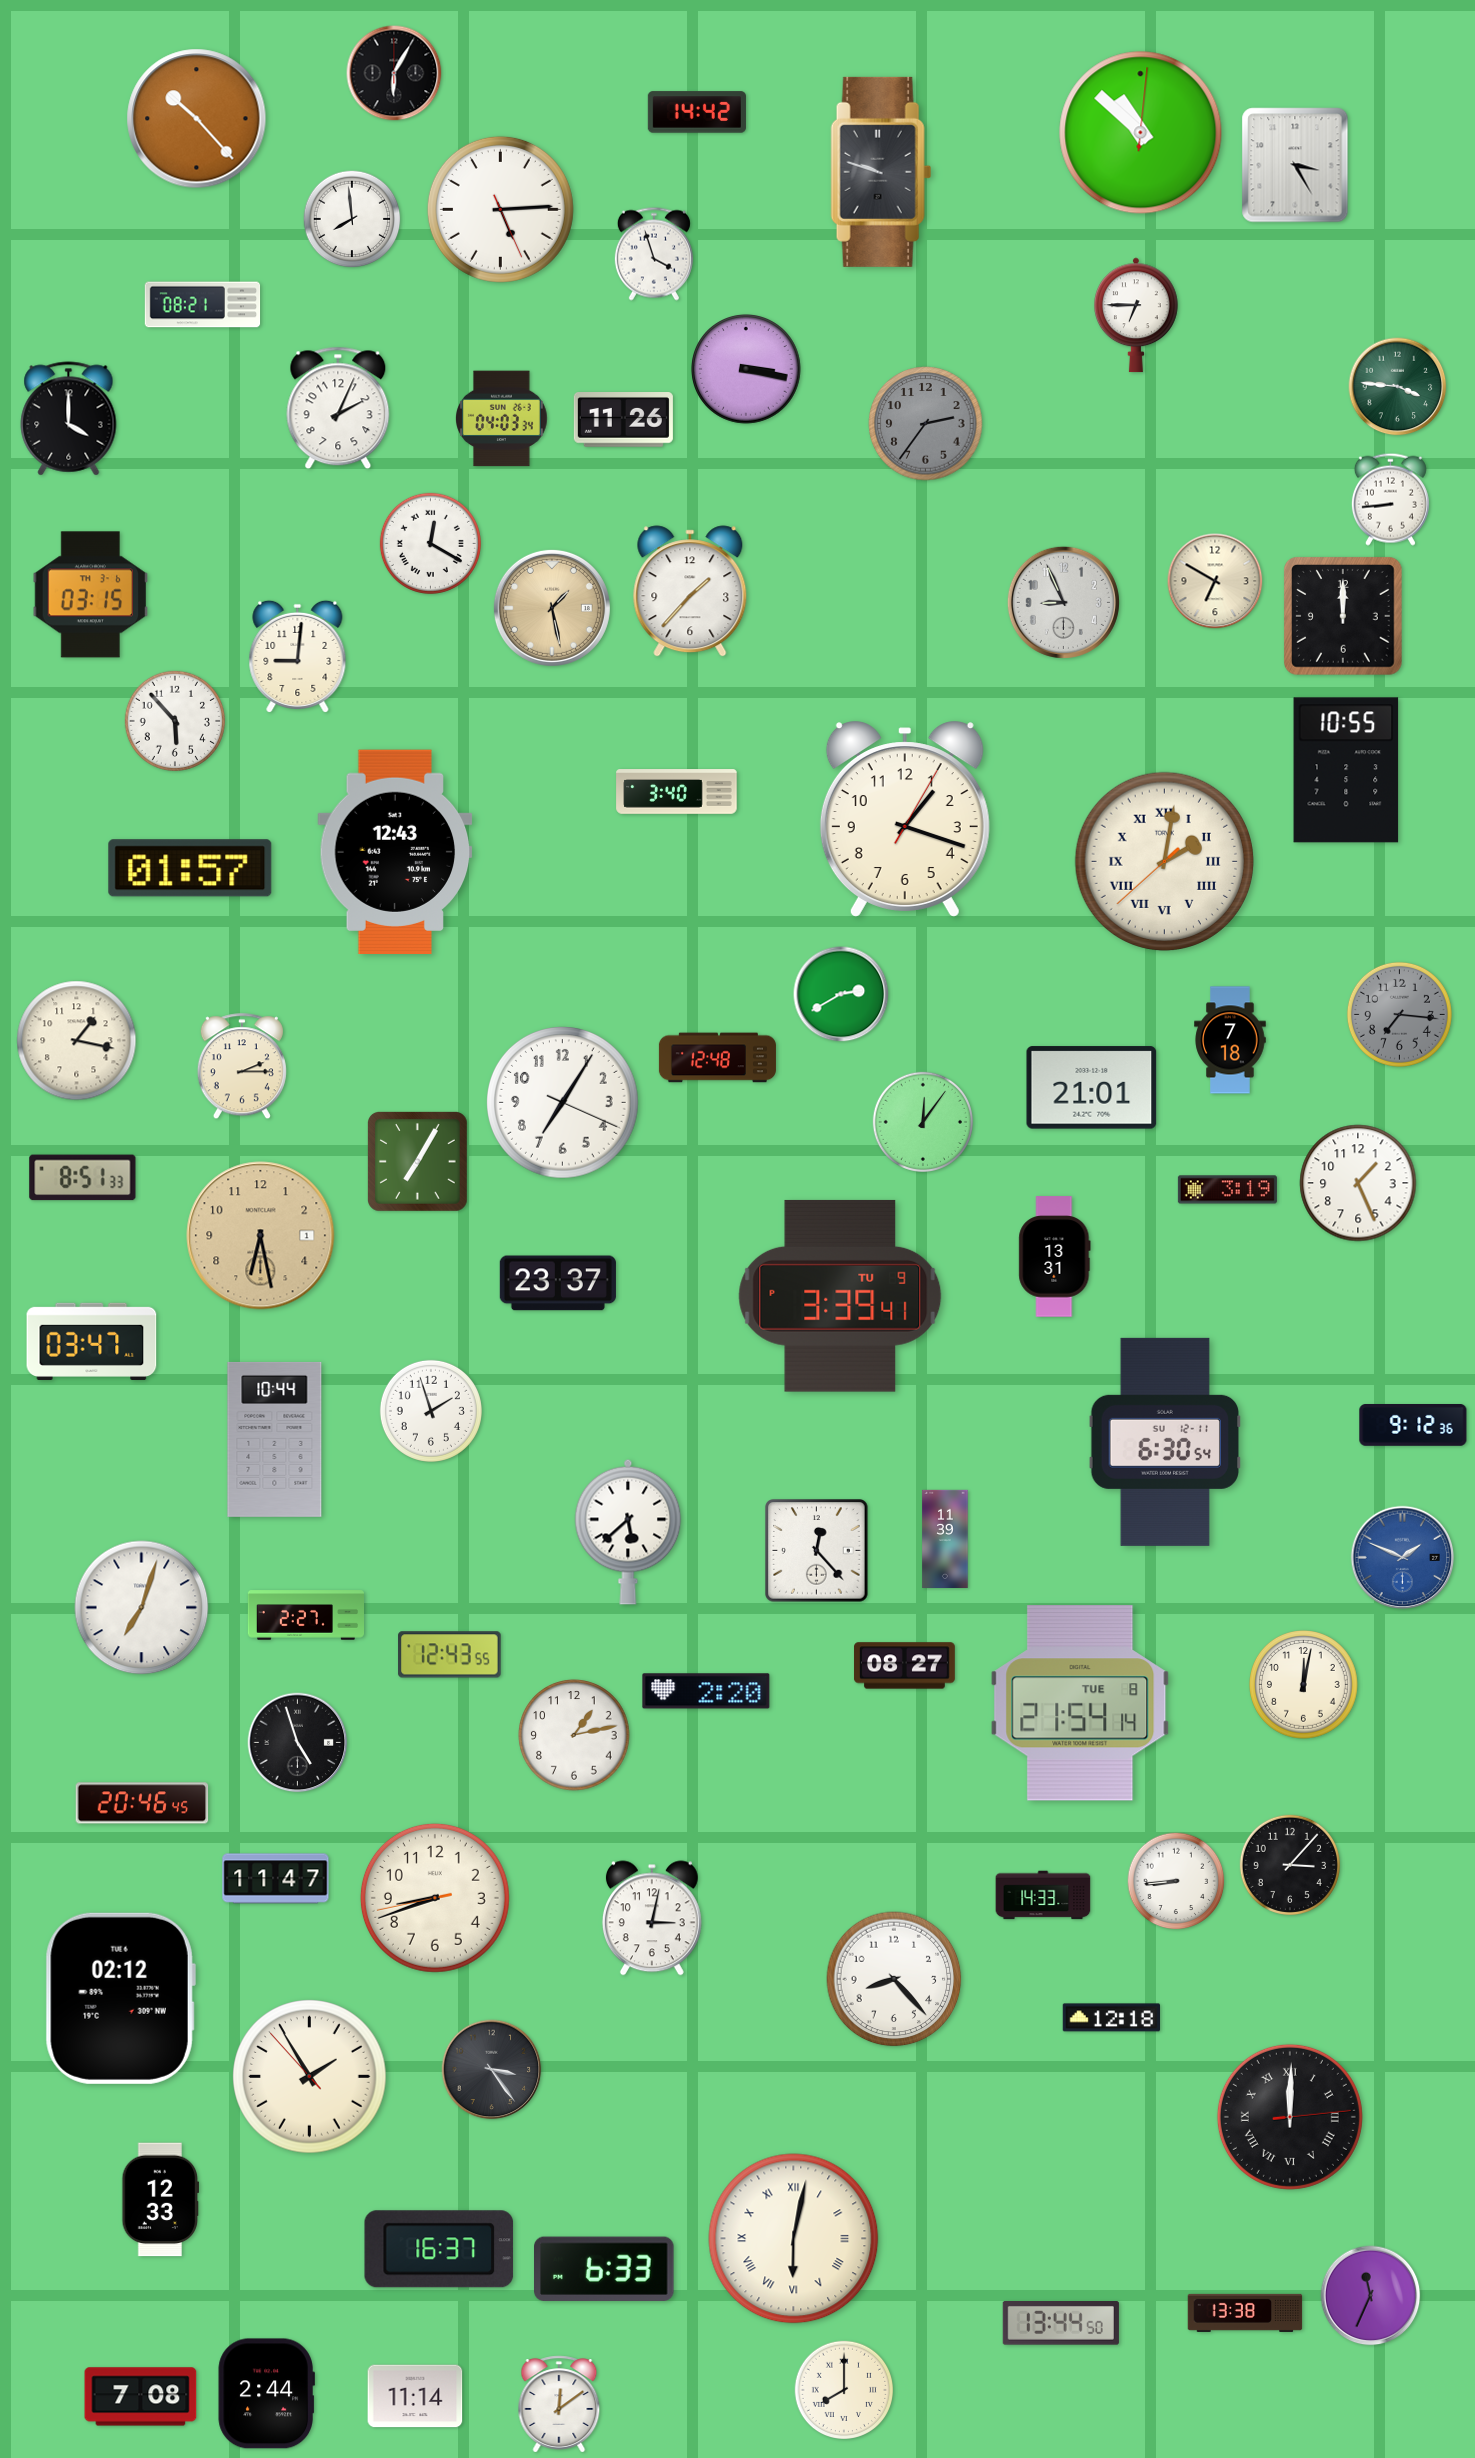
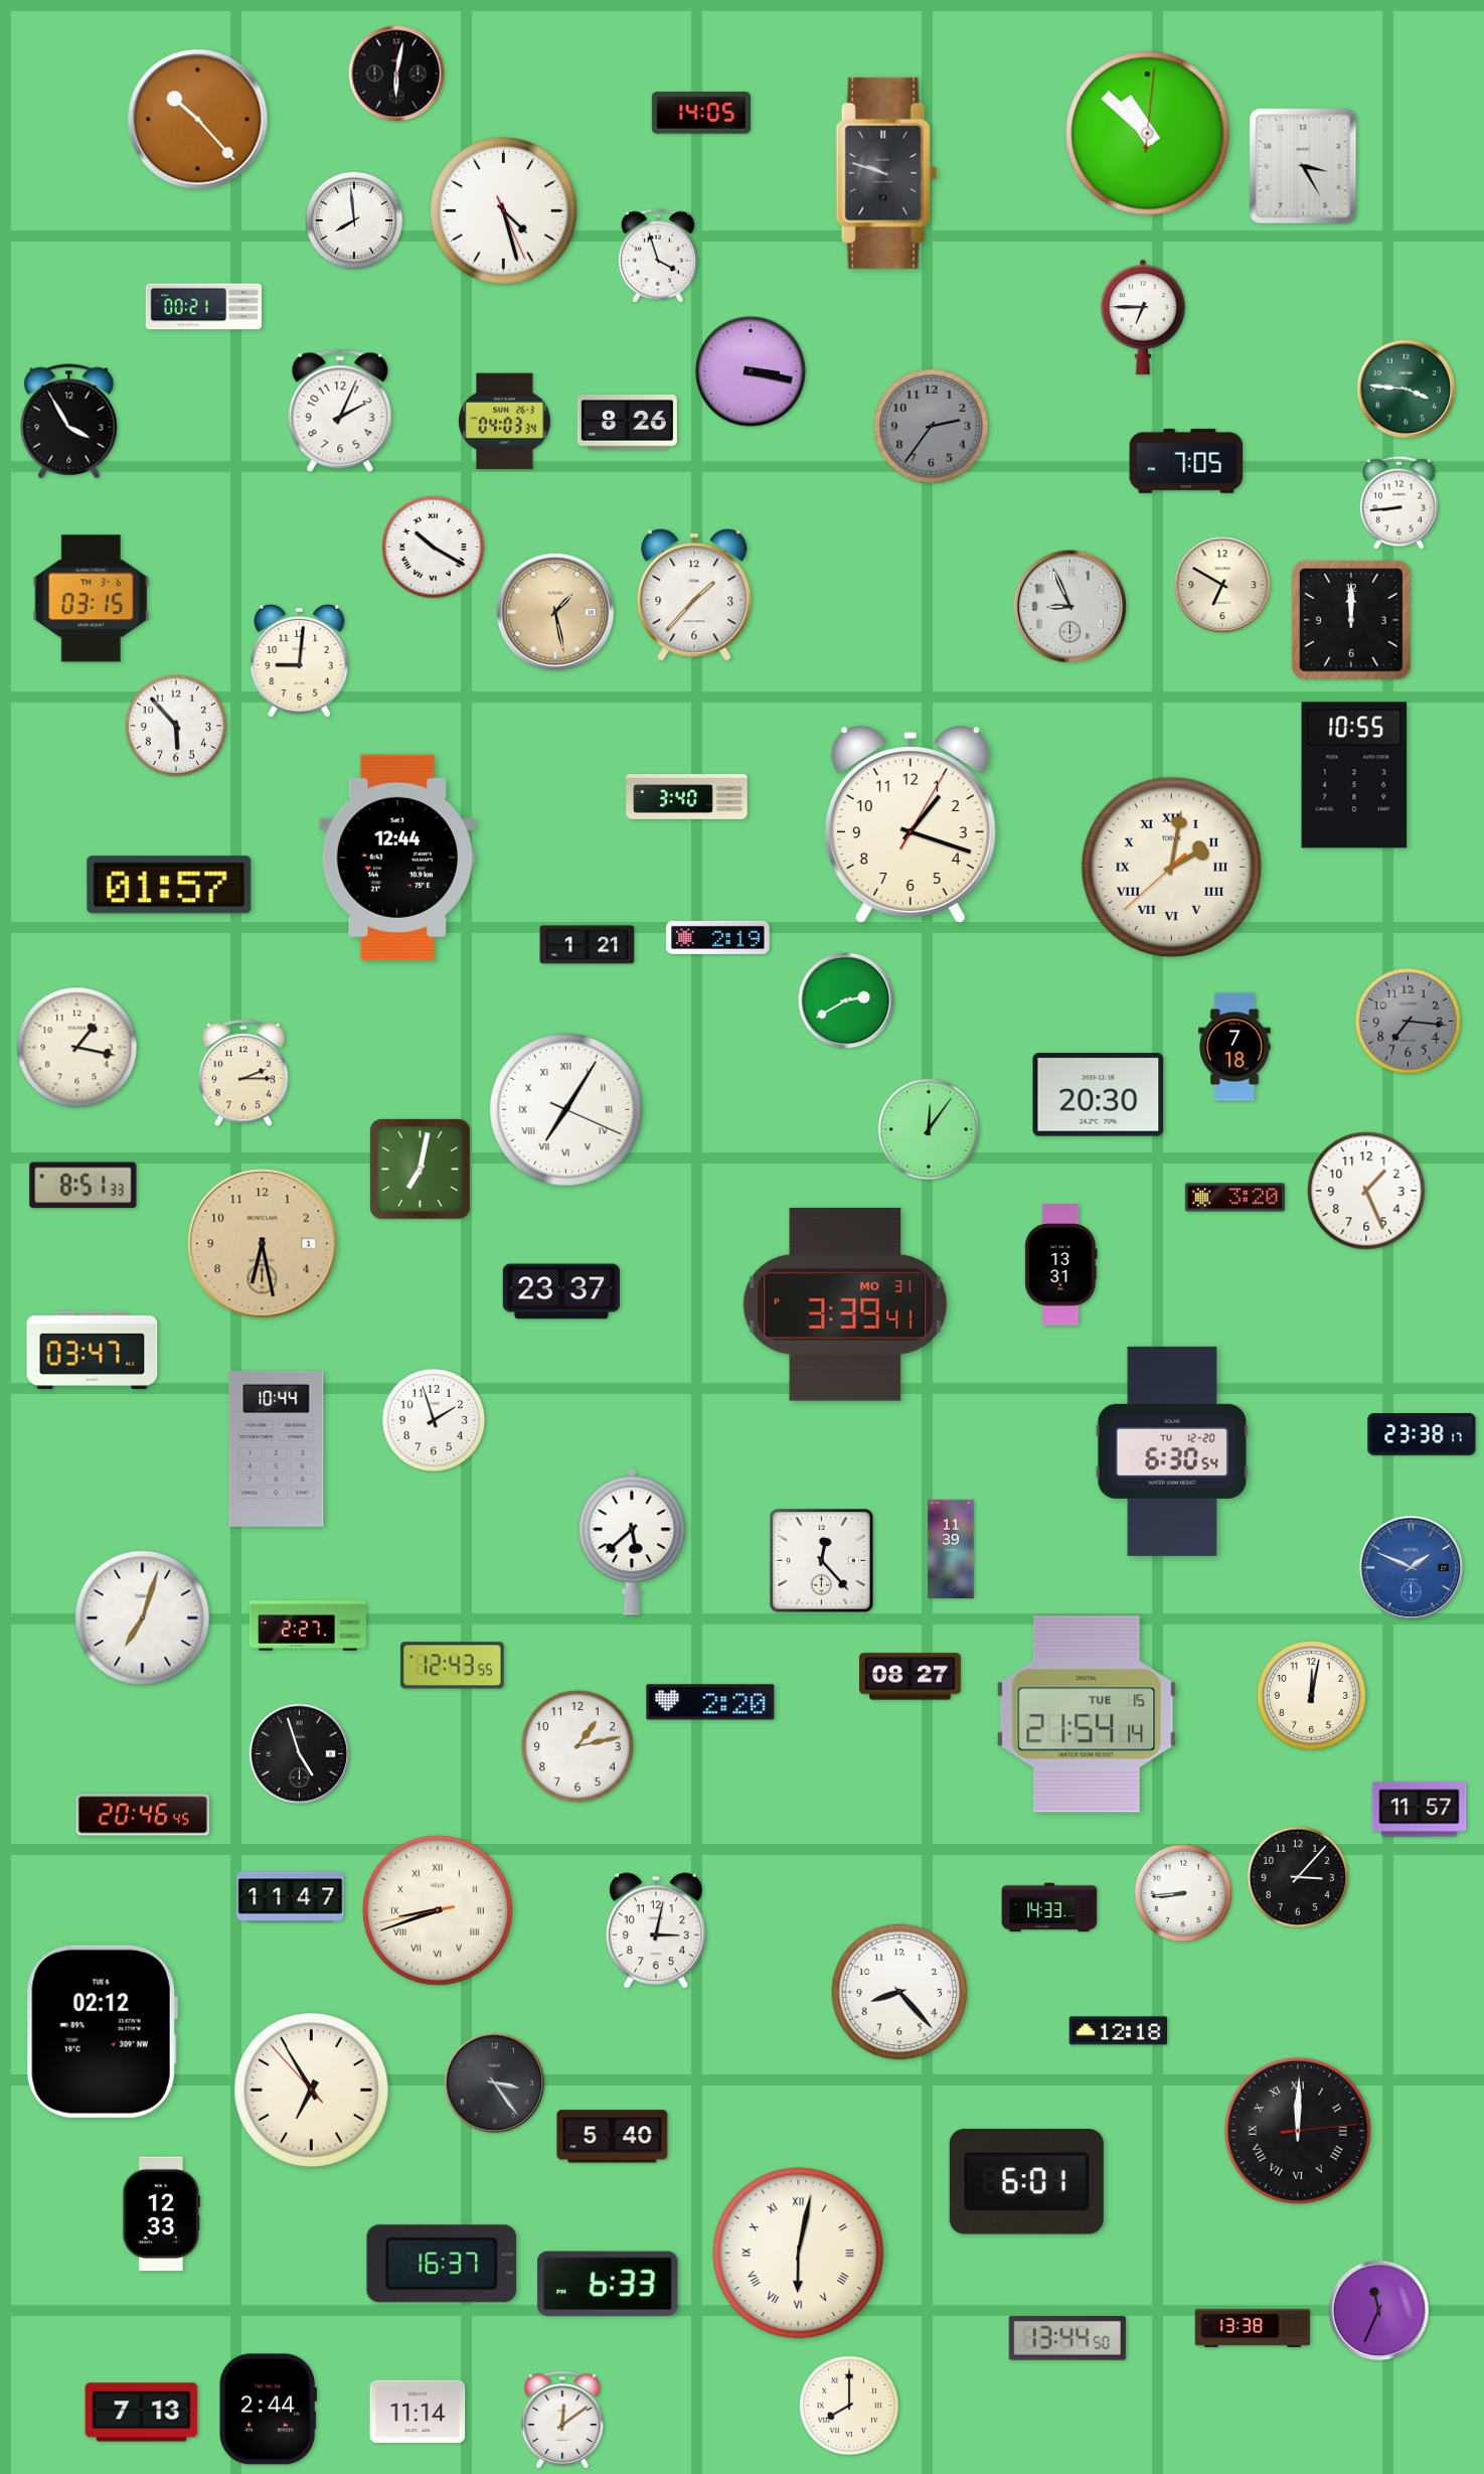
clock at (394, 73): 6:05 -> 6:02
clock at (697, 112): 14:42 -> 14:05
clock at (500, 209): 5:14 -> 4:27
clock at (203, 305): 08:21 -> 00:21
clock at (69, 419): 4:00 -> 3:55
clock at (623, 420): 11:26 -> 8:26
clock at (1186, 461): none -> 7:05
clock at (430, 543): 12:20 -> 10:20
clock at (677, 792) position: (677, 792) -> (687, 797)
clock at (395, 851): 12:43 -> 12:44
clock at (190, 868) position: (190, 868) -> (169, 885)
clock at (718, 937): none -> 2:19
clock at (588, 945): none -> 1:21
clock at (1230, 1040) position: (1230, 1040) -> (1234, 1047)
clock at (717, 1058): 12:48 -> none
clock at (1092, 1088): 21:01 -> 20:30
clock at (563, 1103) numerals: Arabic -> Roman
clock at (418, 1162): 7:05 -> 7:02
clock at (1227, 1190): 3:19 -> 3:20
clock at (840, 1296) date: TU 9 -> MO 31
clock at (1413, 1426): 9:12 -> 23:38
clock at (1165, 1442) date: SU 12-11 -> TU 12-20
clock at (1080, 1703) date: TUE 8 -> TUE 15
clock at (1420, 1810): none -> 11:57
clock at (276, 1879) position: (276, 1879) -> (291, 1897)
clock at (435, 1898) numerals: Arabic -> Roman
clock at (120, 1998) position: (120, 1998) -> (102, 2031)
clock at (310, 2077): 1:54 -> 6:54
clock at (613, 2137): none -> 5:40
clock at (1026, 2182): none -> 6:01
clock at (141, 2397): 7:08 -> 7:13
